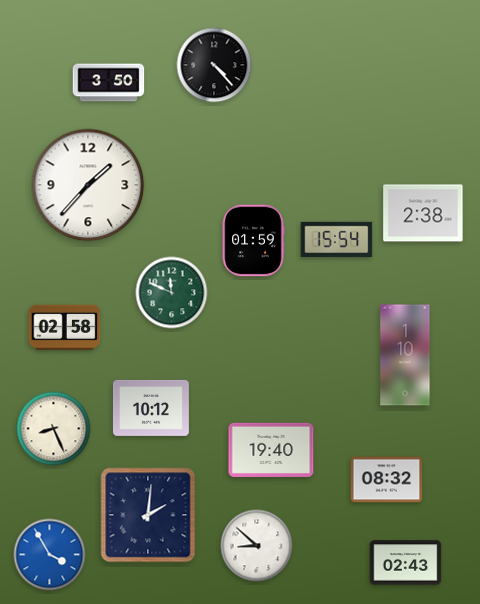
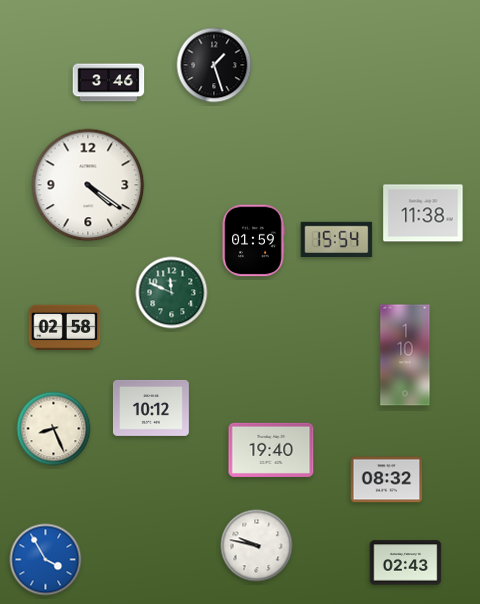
clock at (214, 65): 4:23 -> 1:27
clock at (109, 83): 3:50 -> 3:46
clock at (88, 185): 1:37 -> 4:21
clock at (423, 213): 2:38 -> 11:38
clock at (148, 515): 2:01 -> none
clock at (257, 546): 8:52 -> 9:47
clock at (50, 555) position: (50, 555) -> (46, 560)
